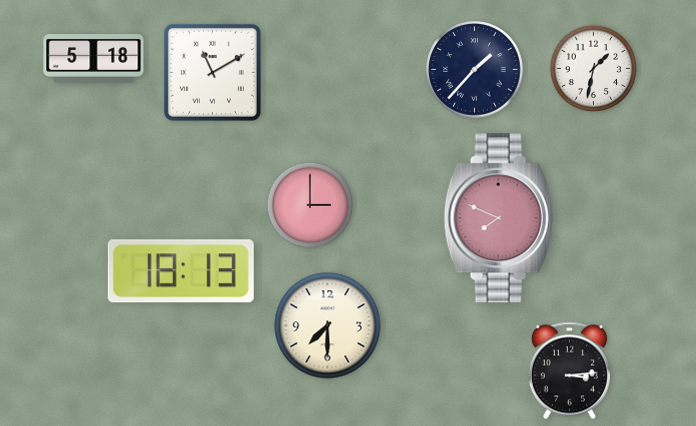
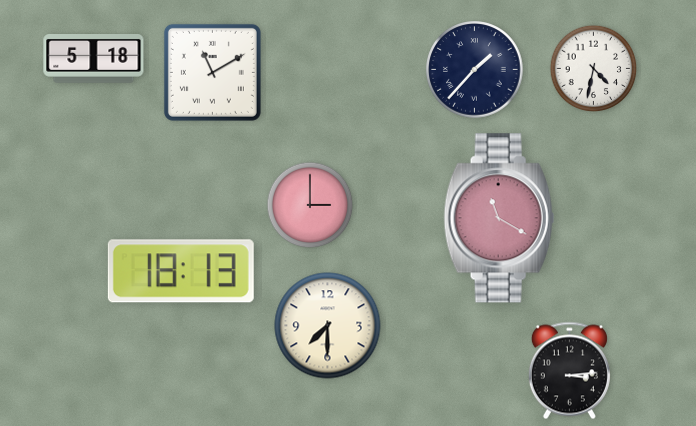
clock at (594, 69): 1:32 -> 4:32
clock at (499, 218): 7:49 -> 11:20
